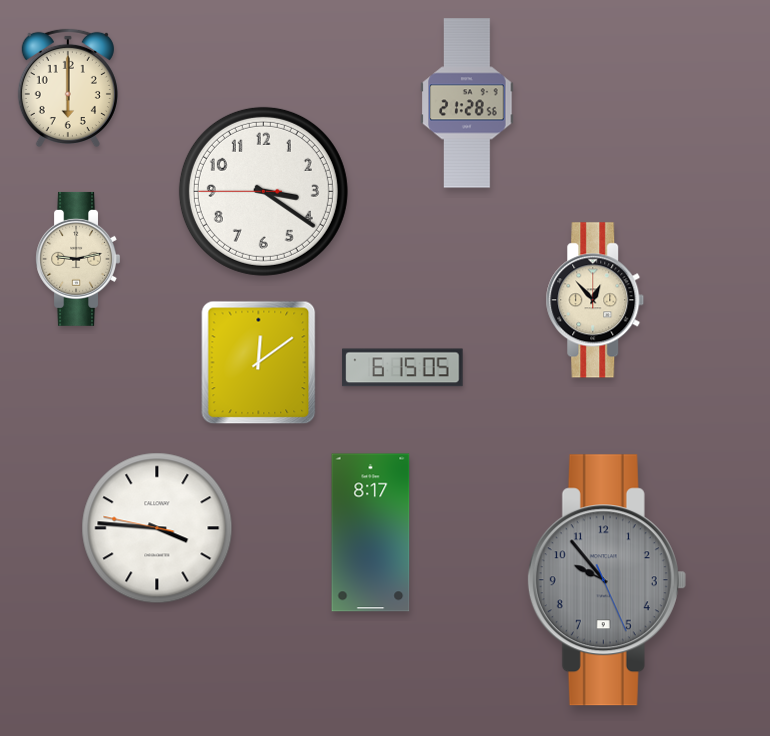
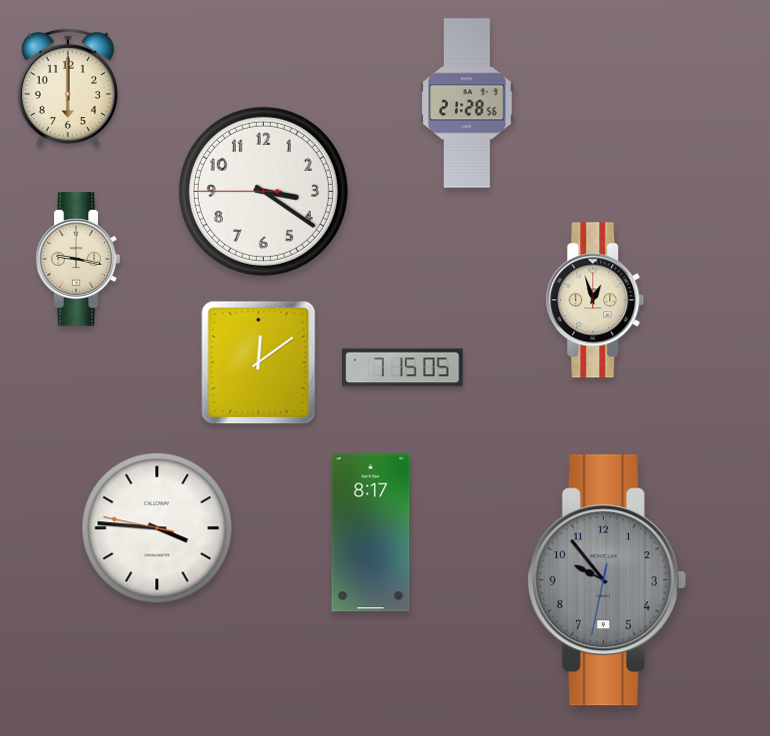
clock at (77, 259): 9:13 -> 9:17
clock at (595, 300): 12:53 -> 12:57
clock at (403, 368): 6:15 -> 7:15
clock at (607, 580): 9:53:26 -> 9:53:32
